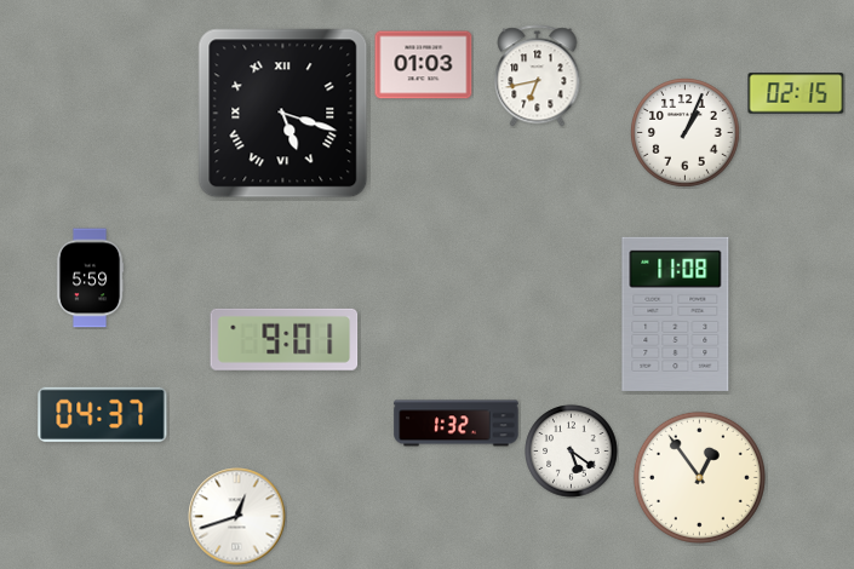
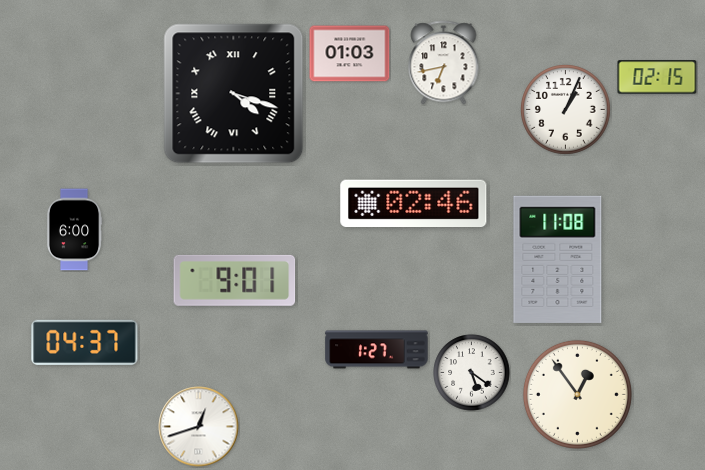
clock at (283, 114): 5:18 -> 4:18
clock at (414, 204): none -> 02:46
clock at (90, 278): 5:59 -> 6:00
clock at (457, 424): 1:32 -> 1:27
clock at (237, 517) position: (237, 517) -> (199, 427)
